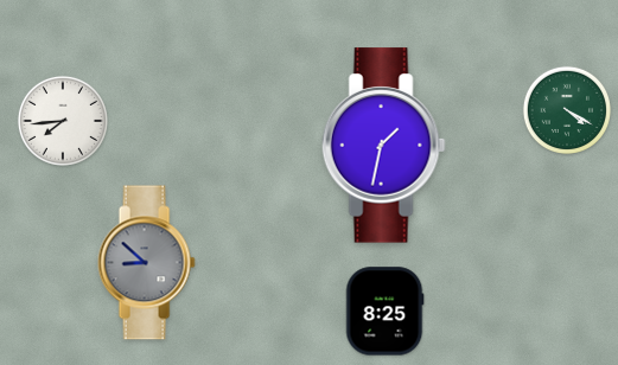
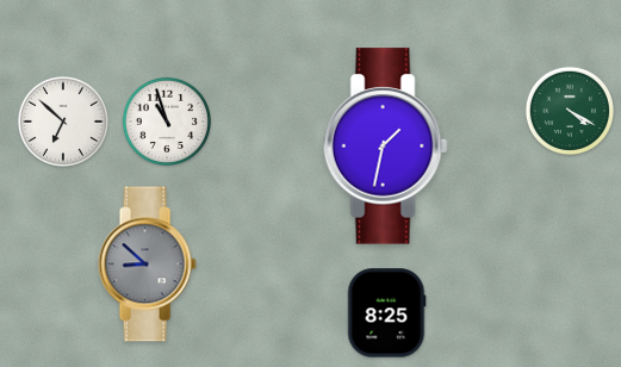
clock at (166, 120): none -> 10:57
clock at (63, 121): 7:44 -> 6:52
